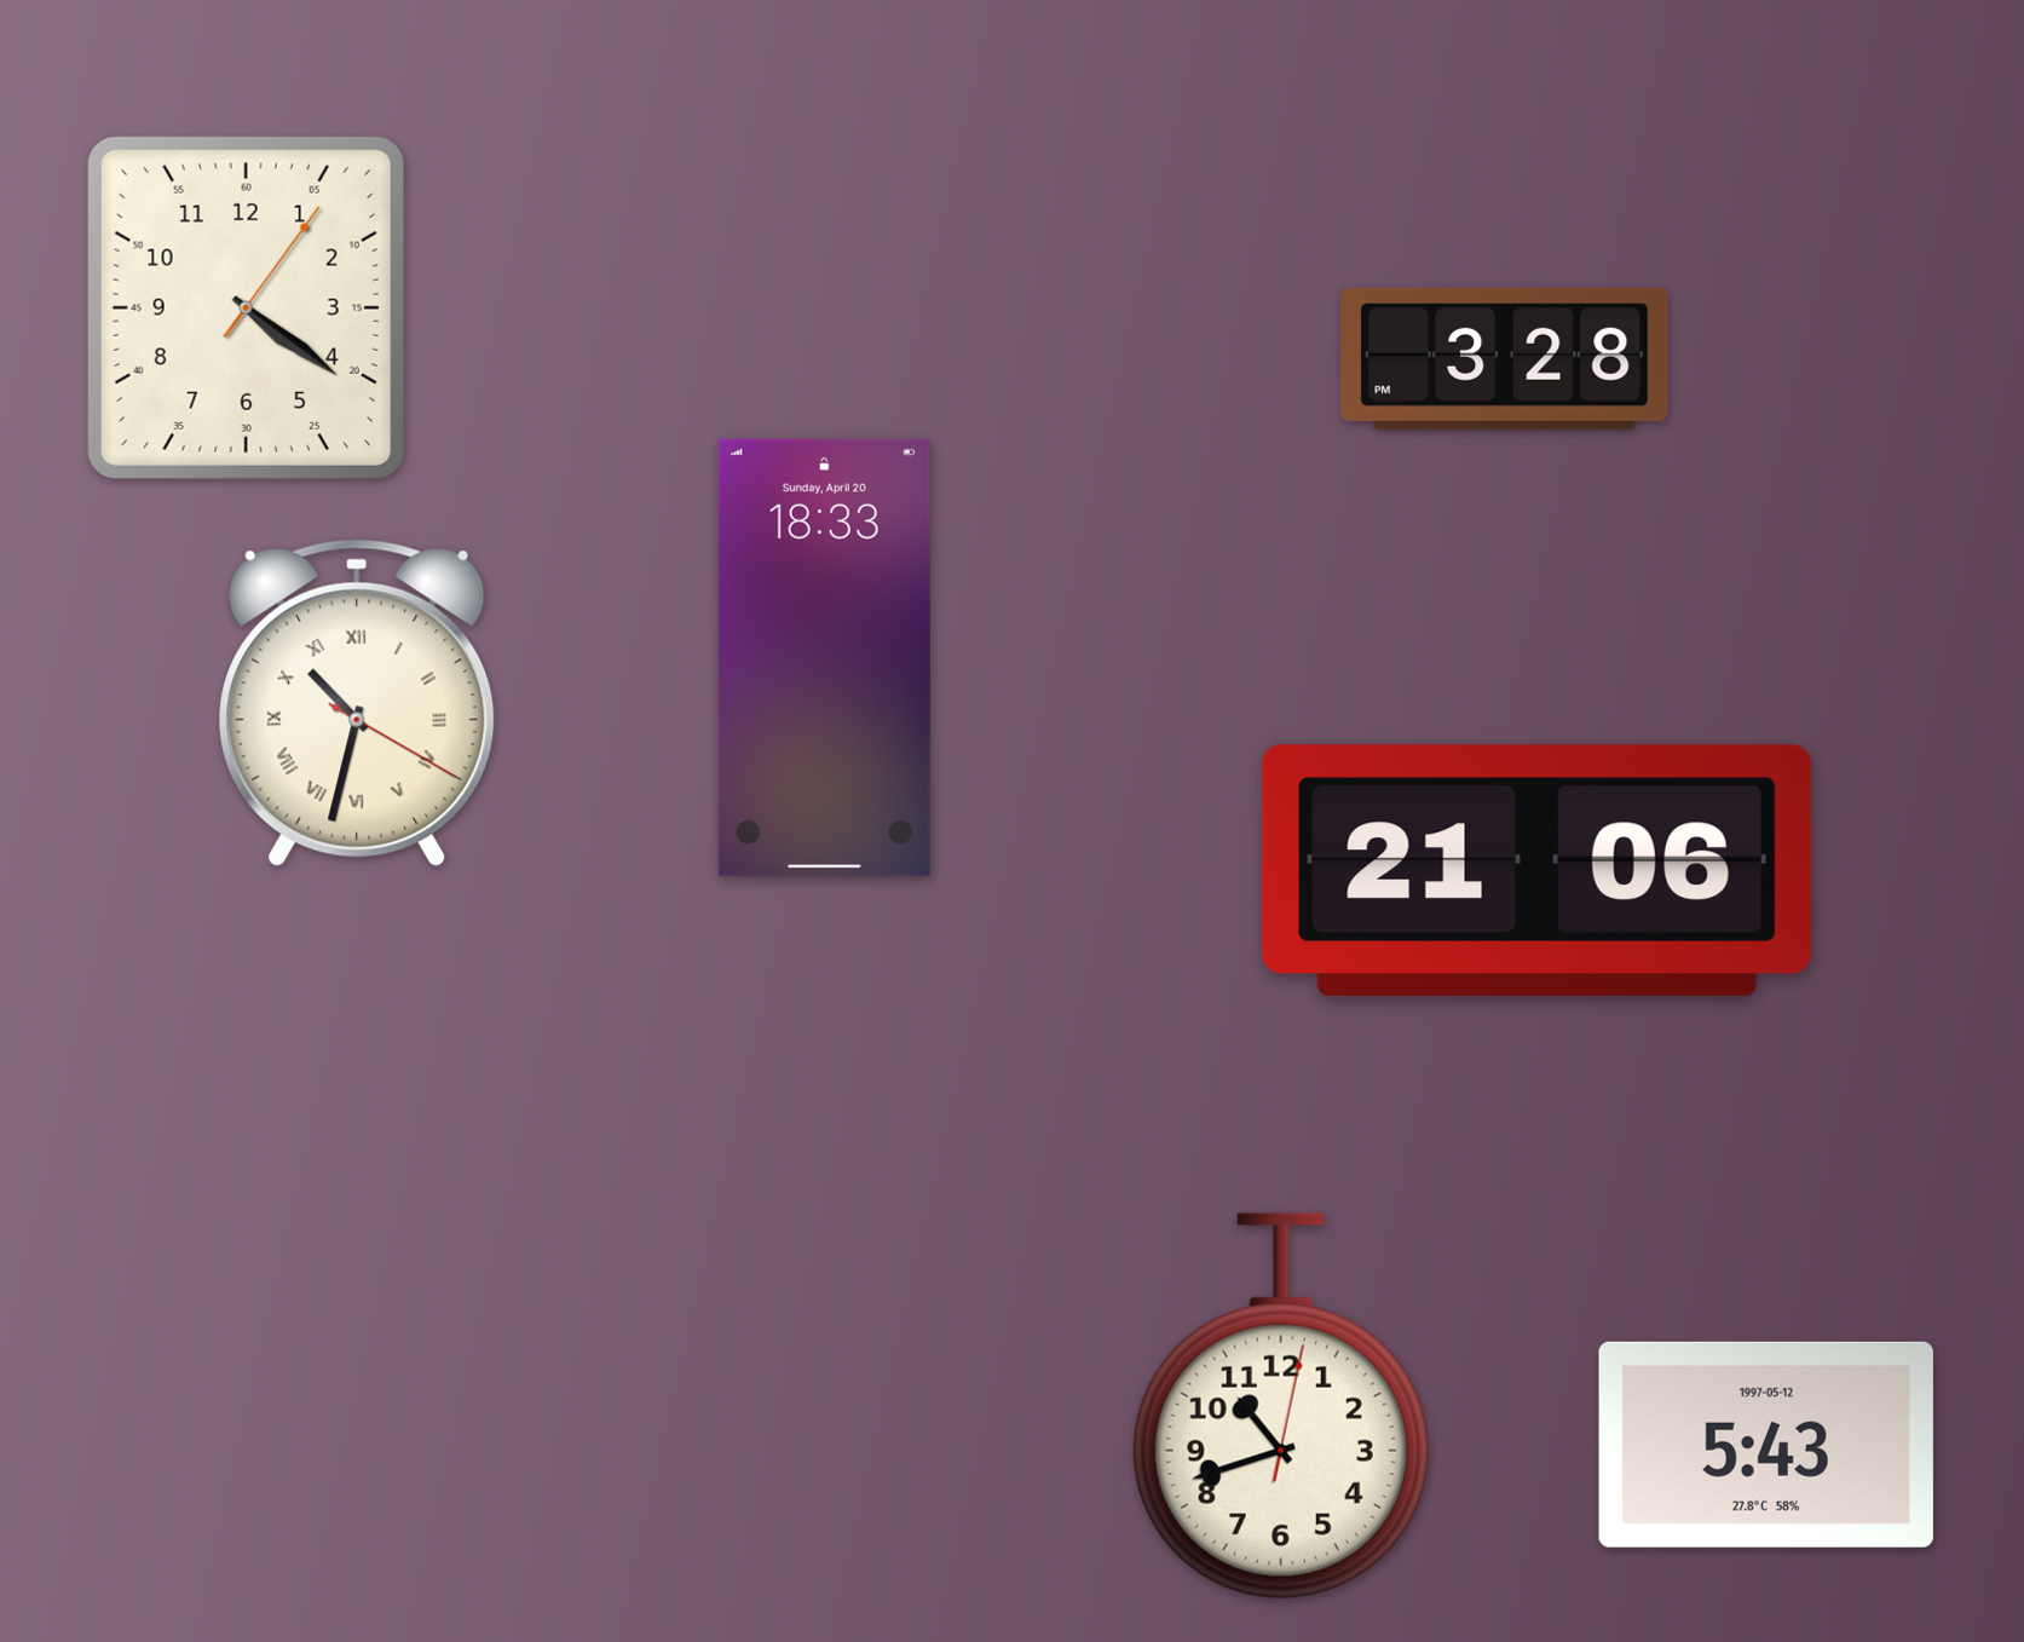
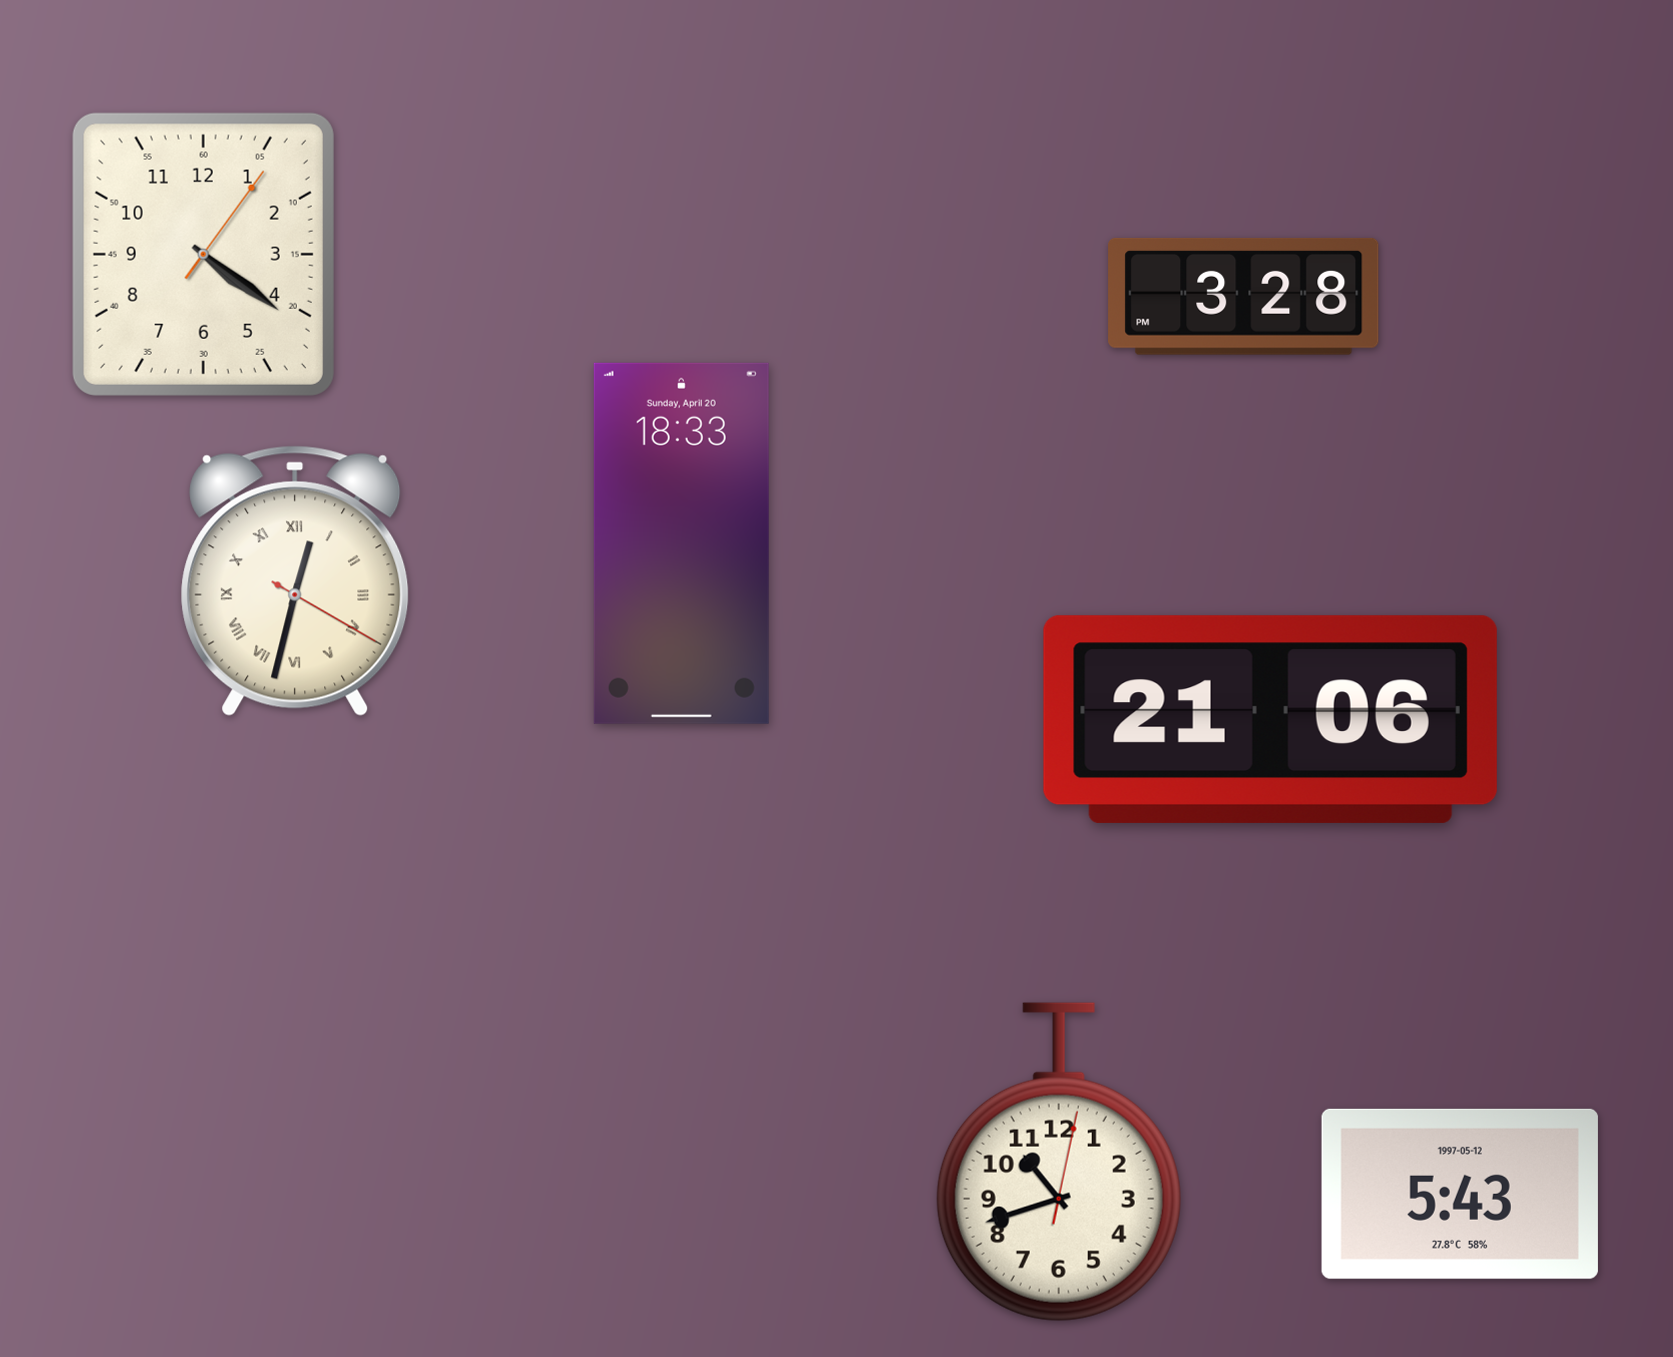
clock at (357, 703): 10:32 -> 12:32
